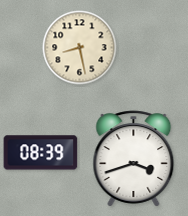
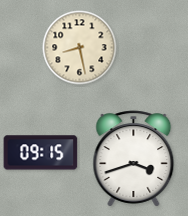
clock at (41, 153): 08:39 -> 09:15
